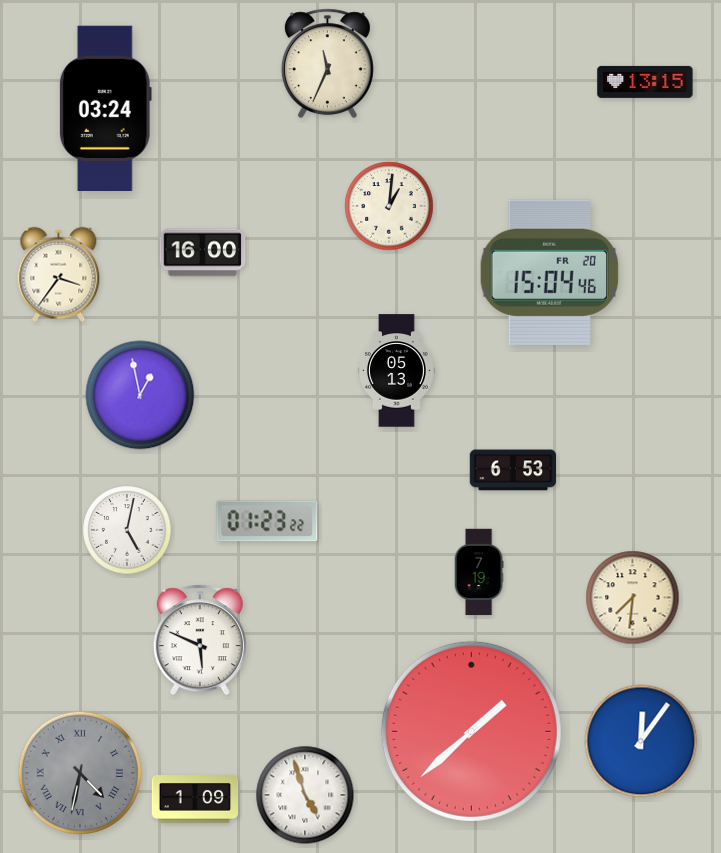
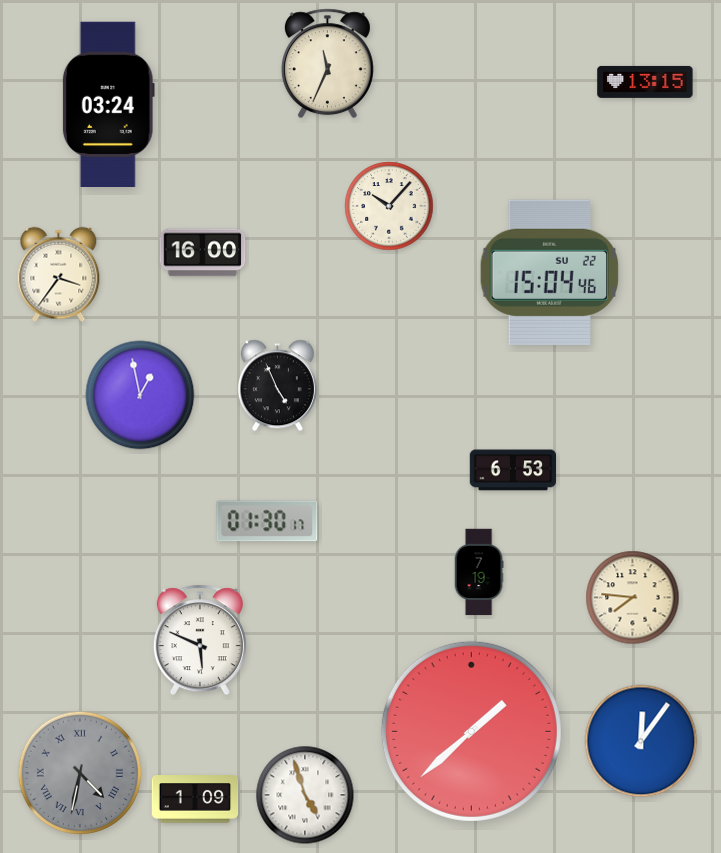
clock at (105, 108) position: (105, 108) -> (108, 104)
clock at (389, 206): 1:01 -> 10:07
clock at (549, 272) date: FR 20 -> SU 22
clock at (397, 371): 05:13 -> none
clock at (277, 386): none -> 4:56
clock at (267, 521): 01:23 -> 01:30
clock at (127, 530): 5:02 -> none
clock at (633, 598): 7:31 -> 7:46
